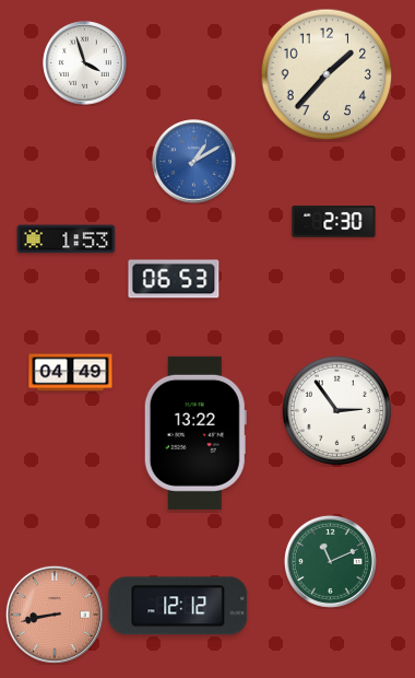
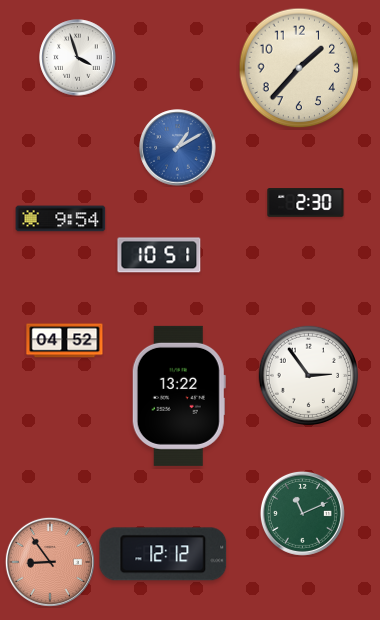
clock at (67, 239): 1:53 -> 9:54
clock at (174, 279): 06:53 -> 10:51
clock at (71, 373): 04:49 -> 04:52
clock at (55, 615): 8:43 -> 8:54
